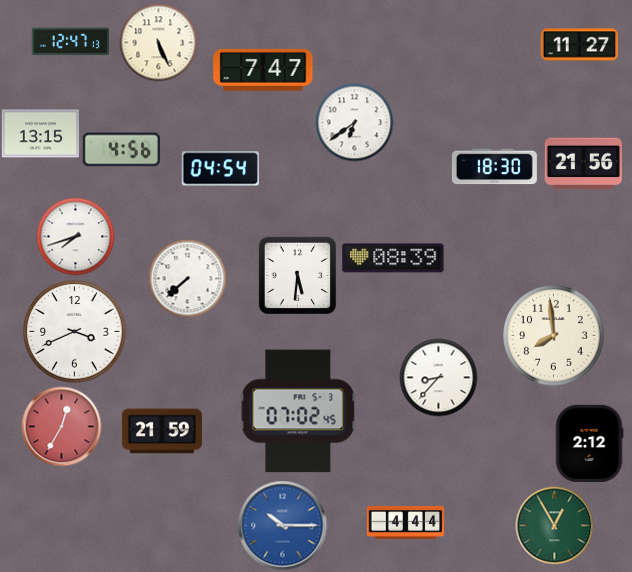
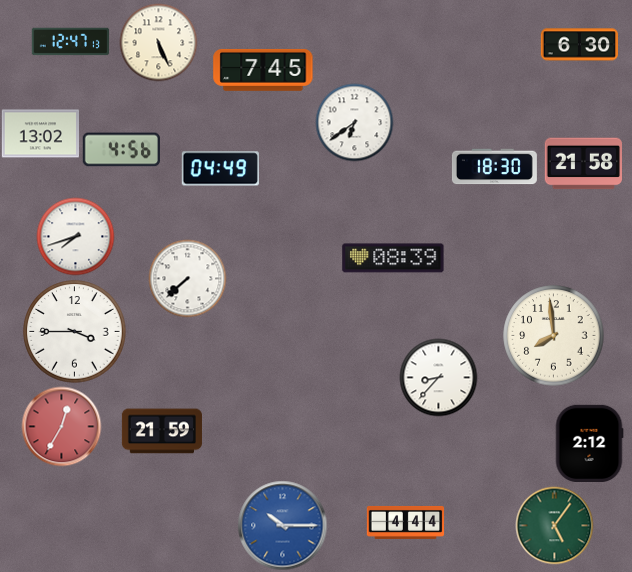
clock at (579, 45): 11:27 -> 6:30
clock at (263, 70): 7:47 -> 7:45
clock at (40, 134): 13:15 -> 13:02
clock at (583, 164): 21:56 -> 21:58
clock at (220, 169): 04:54 -> 04:49
clock at (297, 275): 5:31 -> none
clock at (75, 332): 3:41 -> 3:45
clock at (298, 411): 07:02 -> none
clock at (554, 525): 12:55 -> 5:06
